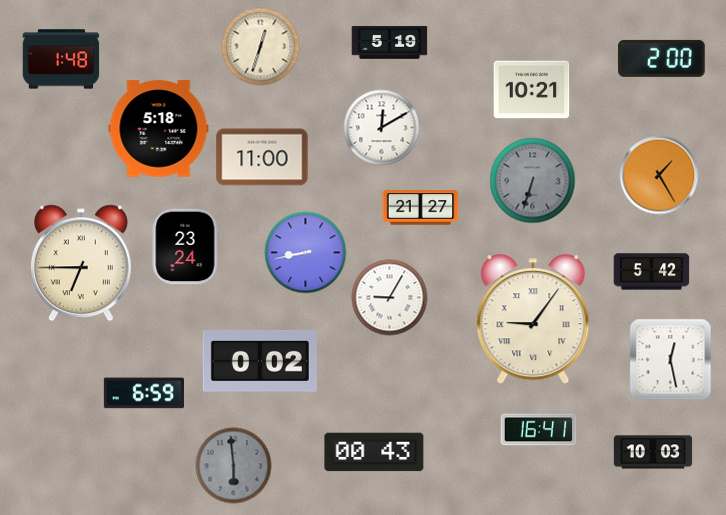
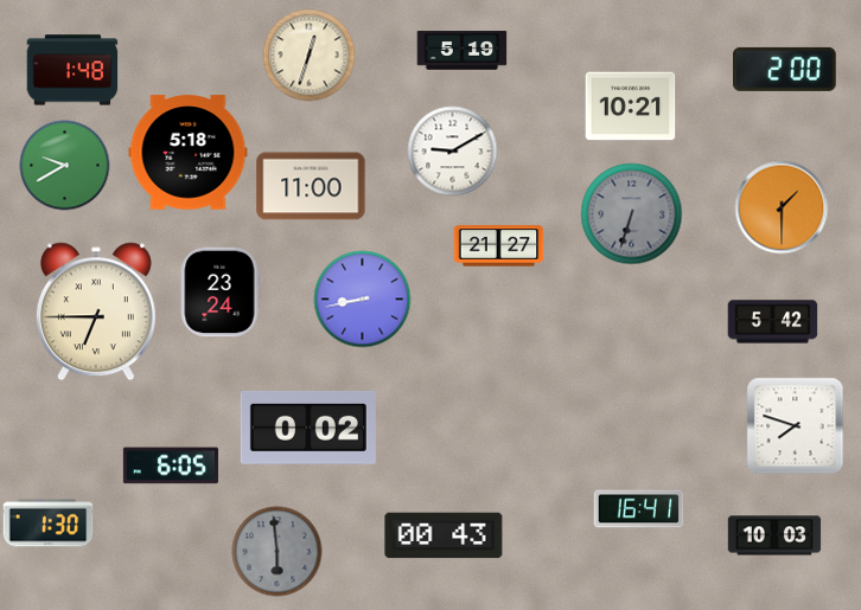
clock at (382, 128): 12:10 -> 9:10
clock at (65, 166): none -> 9:40
clock at (659, 175): 1:25 -> 1:30
clock at (390, 298): 9:05 -> none
clock at (533, 320): 9:06 -> none
clock at (671, 360): 12:28 -> 7:48
clock at (144, 393): 6:59 -> 6:05
clock at (49, 524): none -> 1:30
